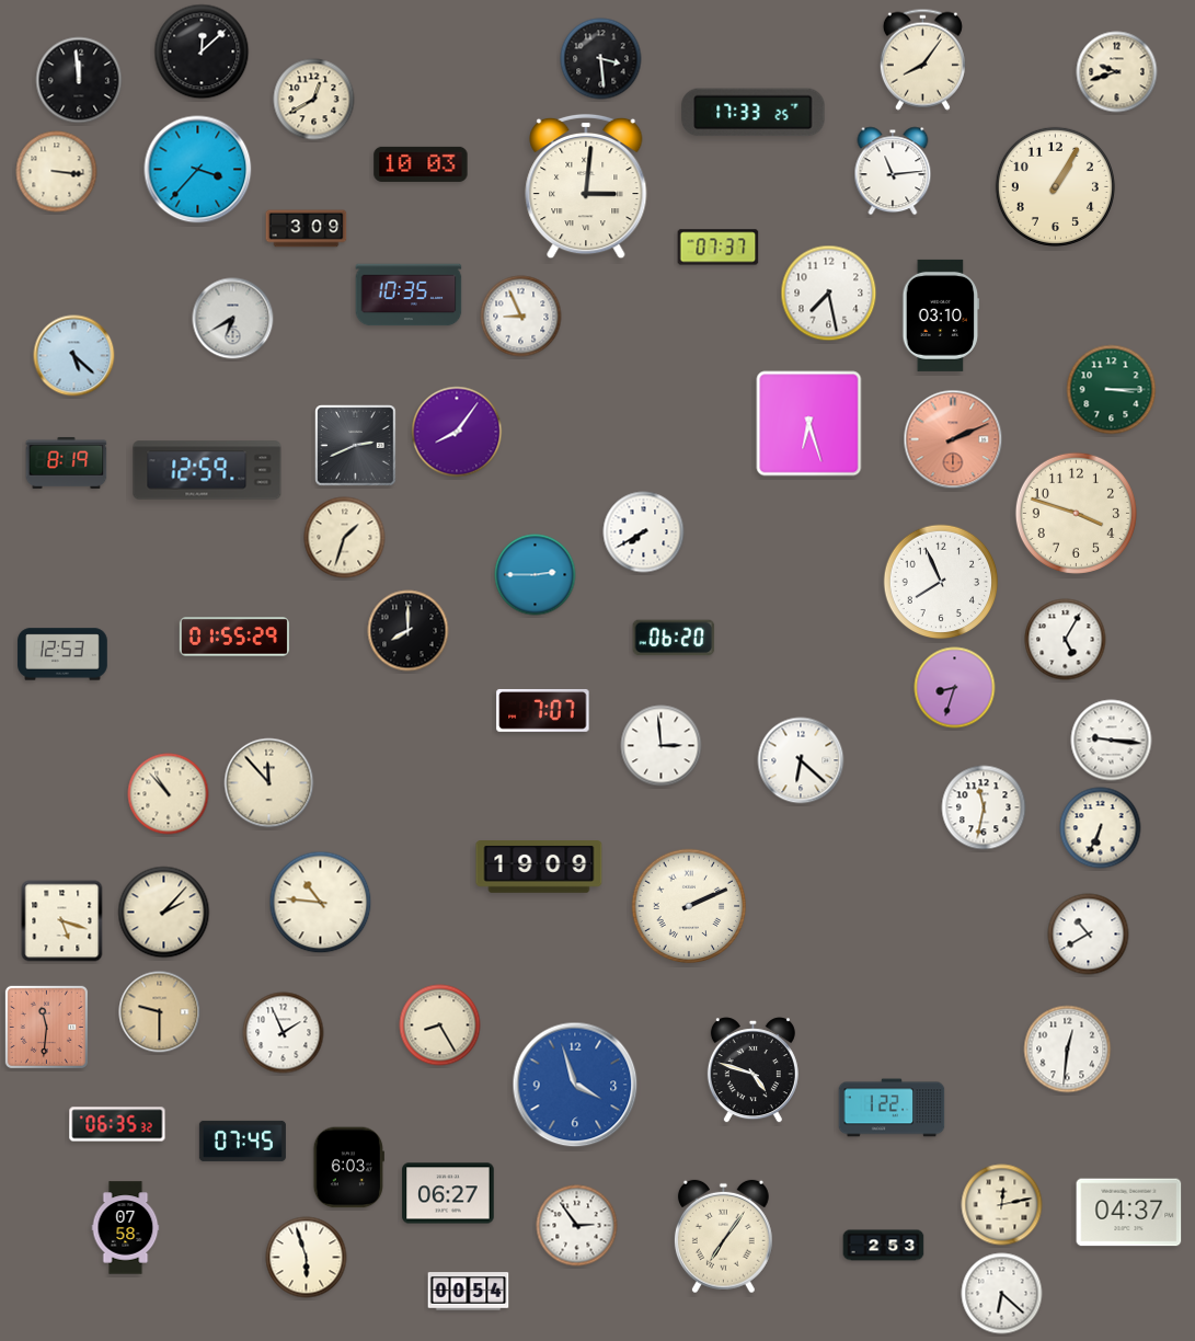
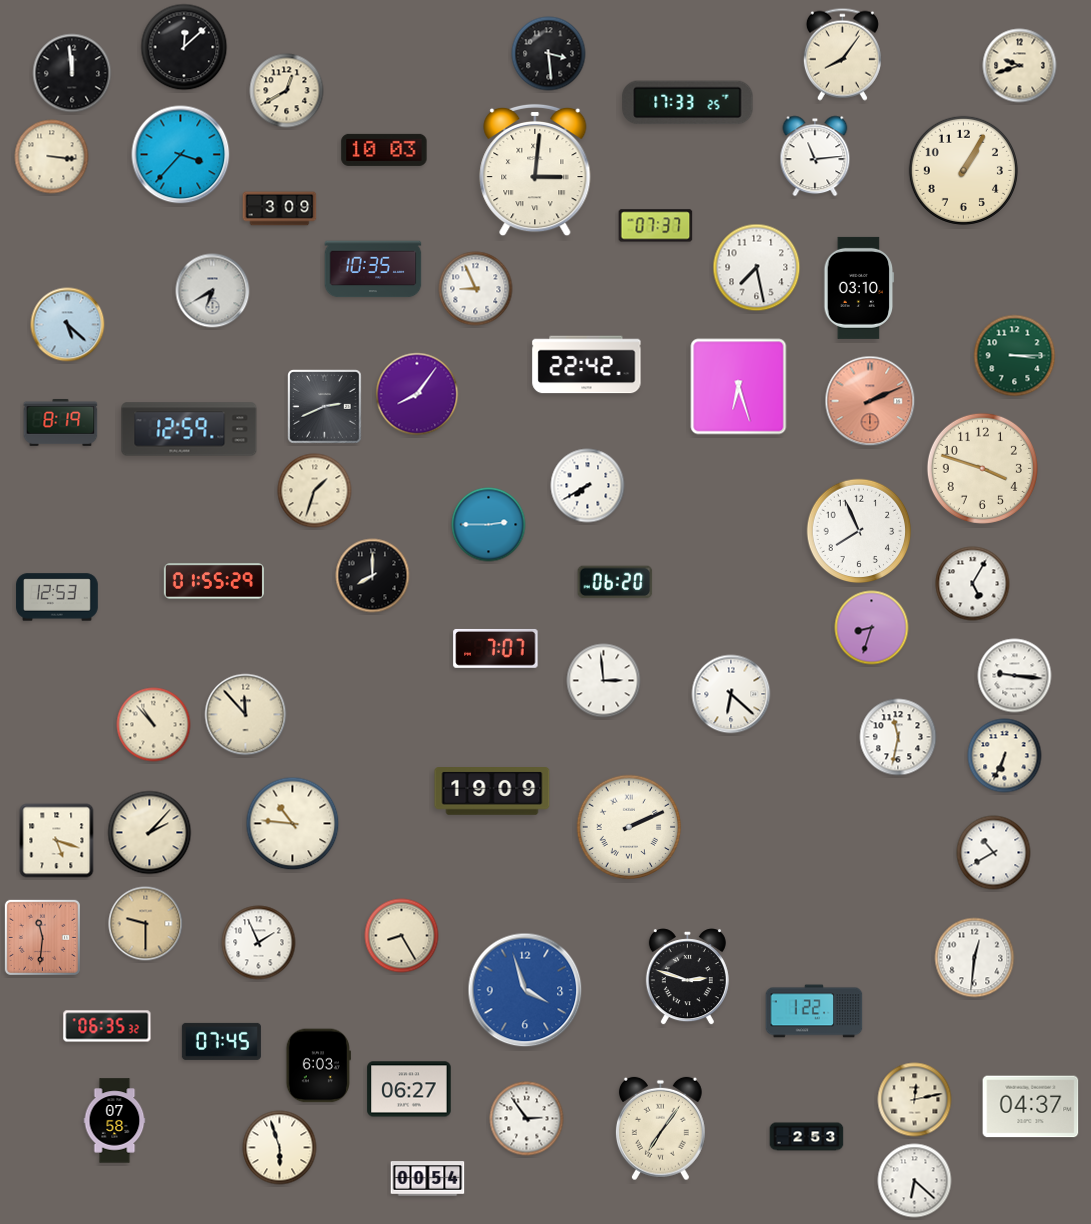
clock at (587, 365): none -> 22:42
clock at (752, 1070): 4:48 -> 2:48
